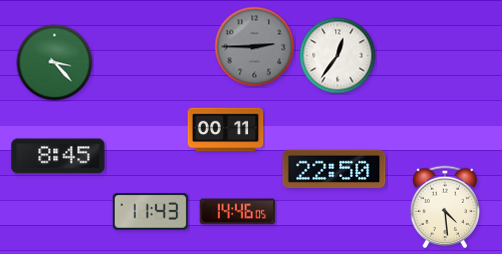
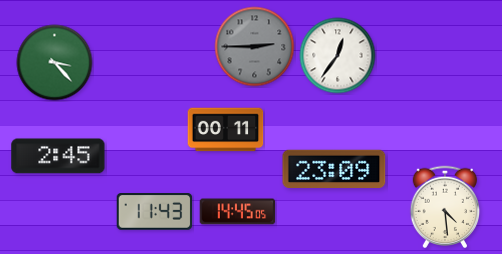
clock at (58, 156): 8:45 -> 2:45
clock at (334, 168): 22:50 -> 23:09
clock at (151, 212) position: (151, 212) -> (155, 212)
clock at (238, 212): 14:46 -> 14:45
